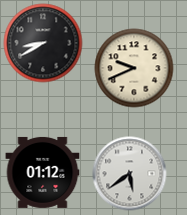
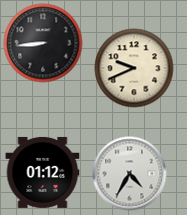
clock at (43, 43): 8:40 -> 8:44
clock at (130, 174): 5:39 -> 4:35
